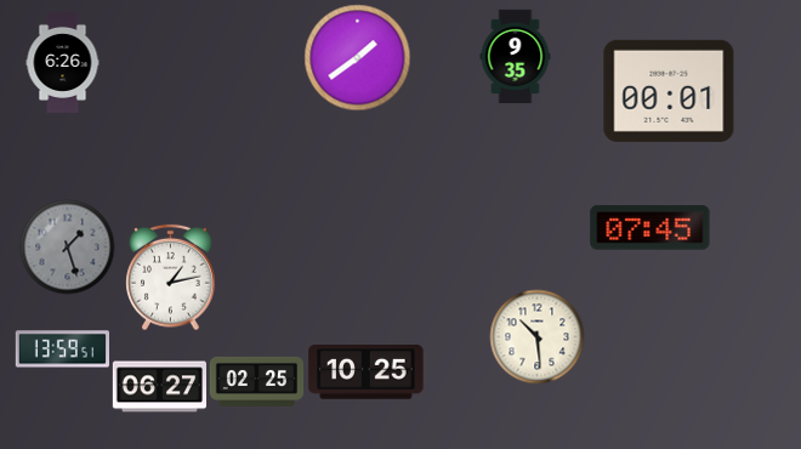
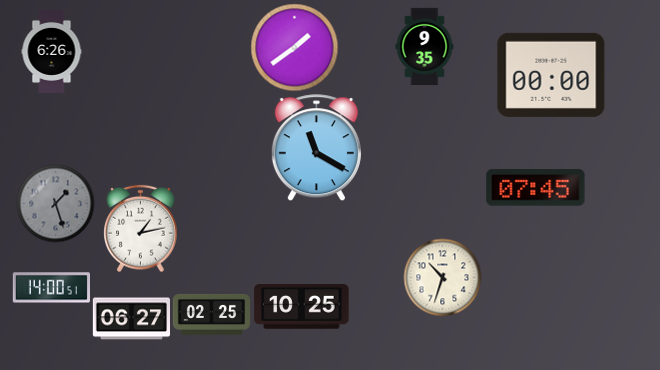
clock at (669, 91): 00:01 -> 00:00
clock at (316, 148): none -> 11:20
clock at (536, 336): 10:29 -> 10:33
clock at (62, 349): 13:59 -> 14:00
